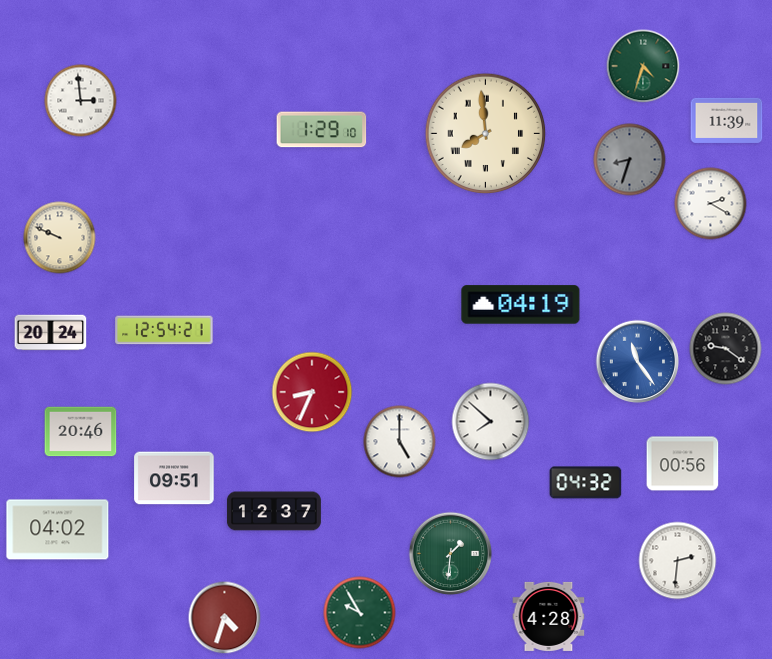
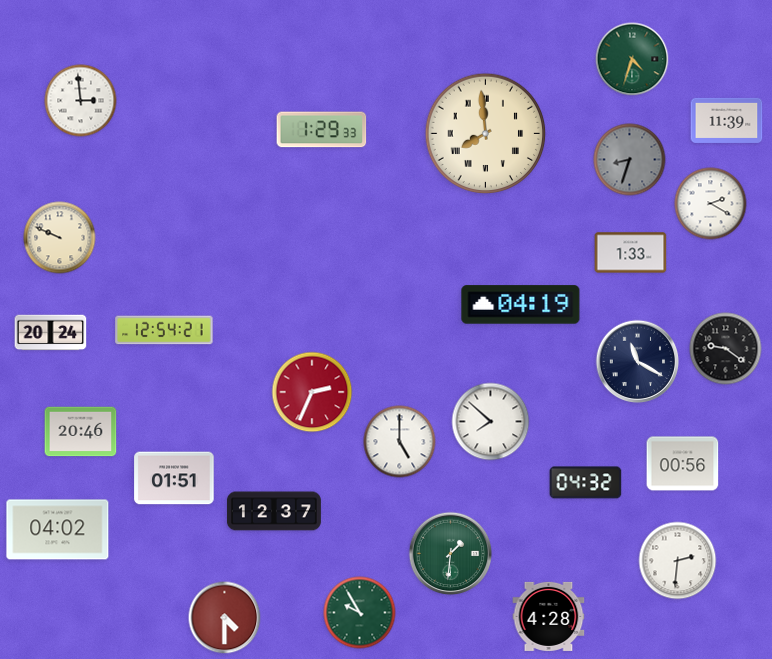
clock at (643, 66) position: (643, 66) -> (632, 59)
clock at (322, 130): 1:29:10 -> 1:29:33
clock at (631, 253): none -> 1:33
clock at (638, 362): 11:24 -> 11:20
clock at (638, 362) dial: blue -> navy
clock at (312, 392): 8:34 -> 2:34
clock at (174, 478): 09:51 -> 01:51
clock at (225, 618): 4:33 -> 4:30
